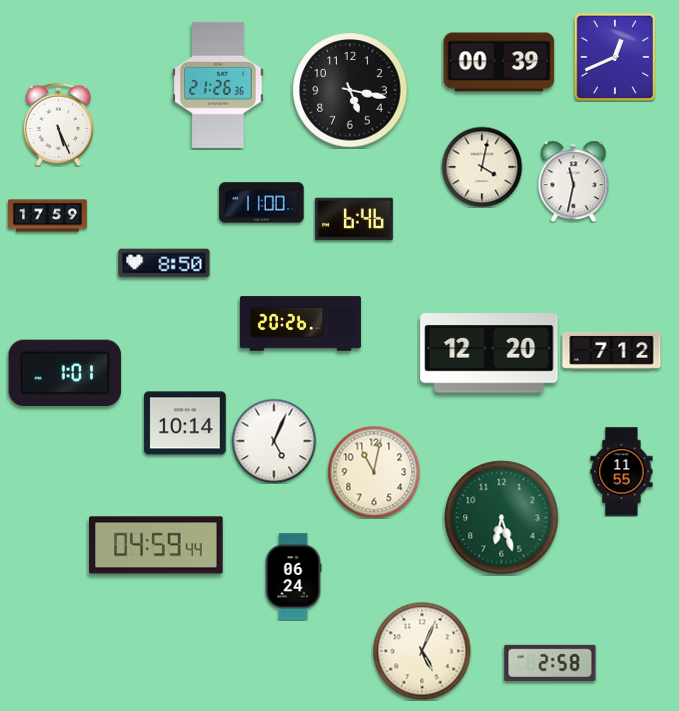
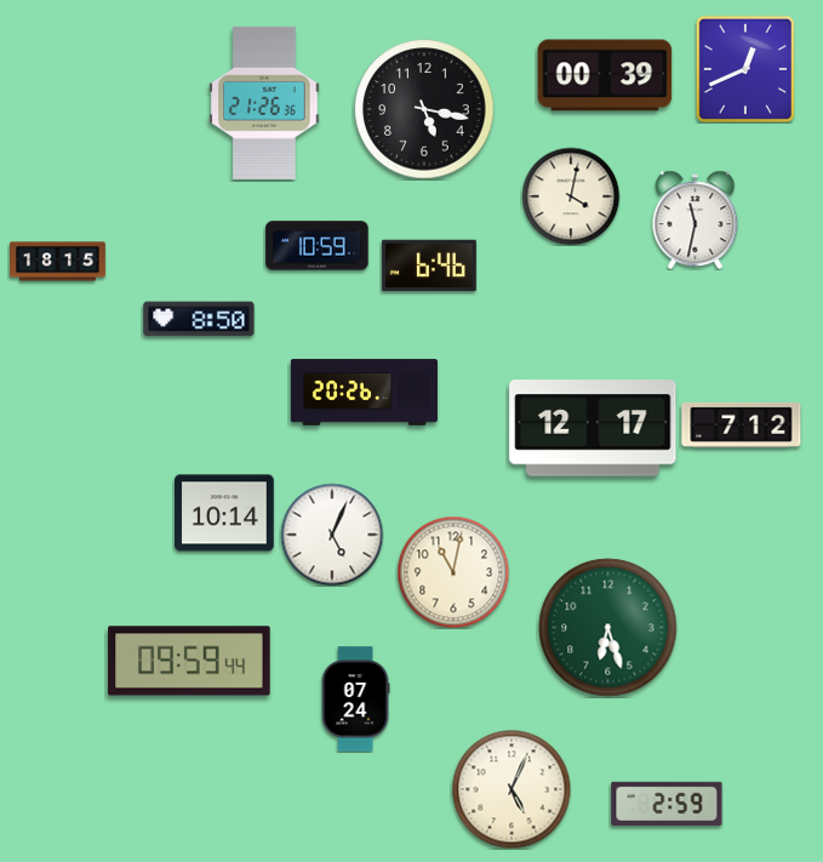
clock at (58, 124): 5:26 -> none
clock at (482, 167) position: (482, 167) -> (571, 196)
clock at (262, 203): 11:00 -> 10:59
clock at (48, 216): 17:59 -> 18:15
clock at (489, 353): 12:20 -> 12:17
clock at (65, 373): 1:01 -> none
clock at (622, 472): 11:55 -> none
clock at (156, 545): 04:59 -> 09:59
clock at (293, 577): 06:24 -> 07:24
clock at (550, 662): 2:58 -> 2:59
